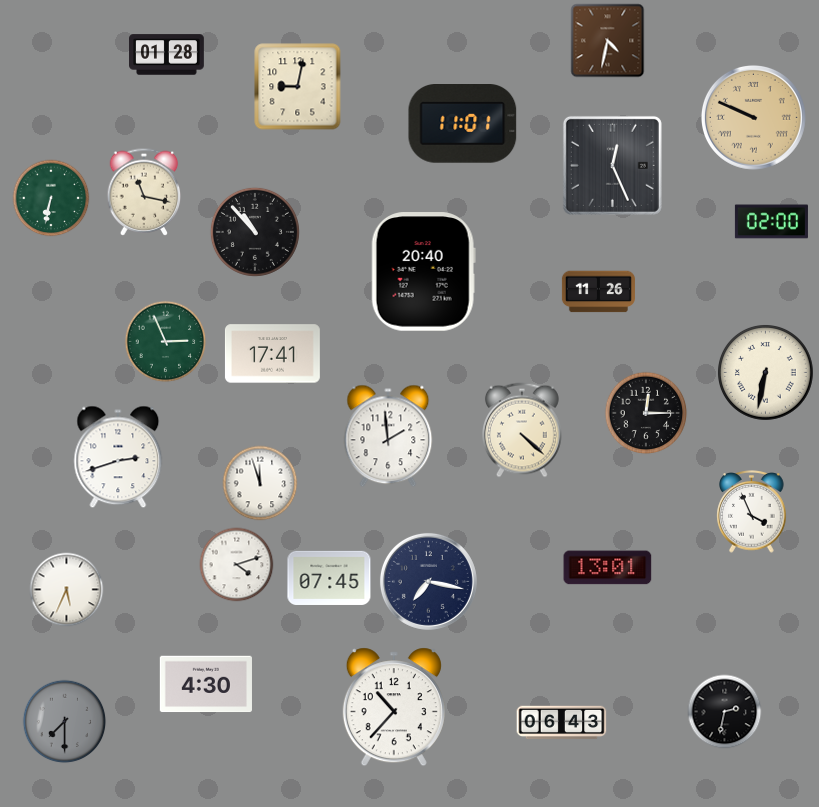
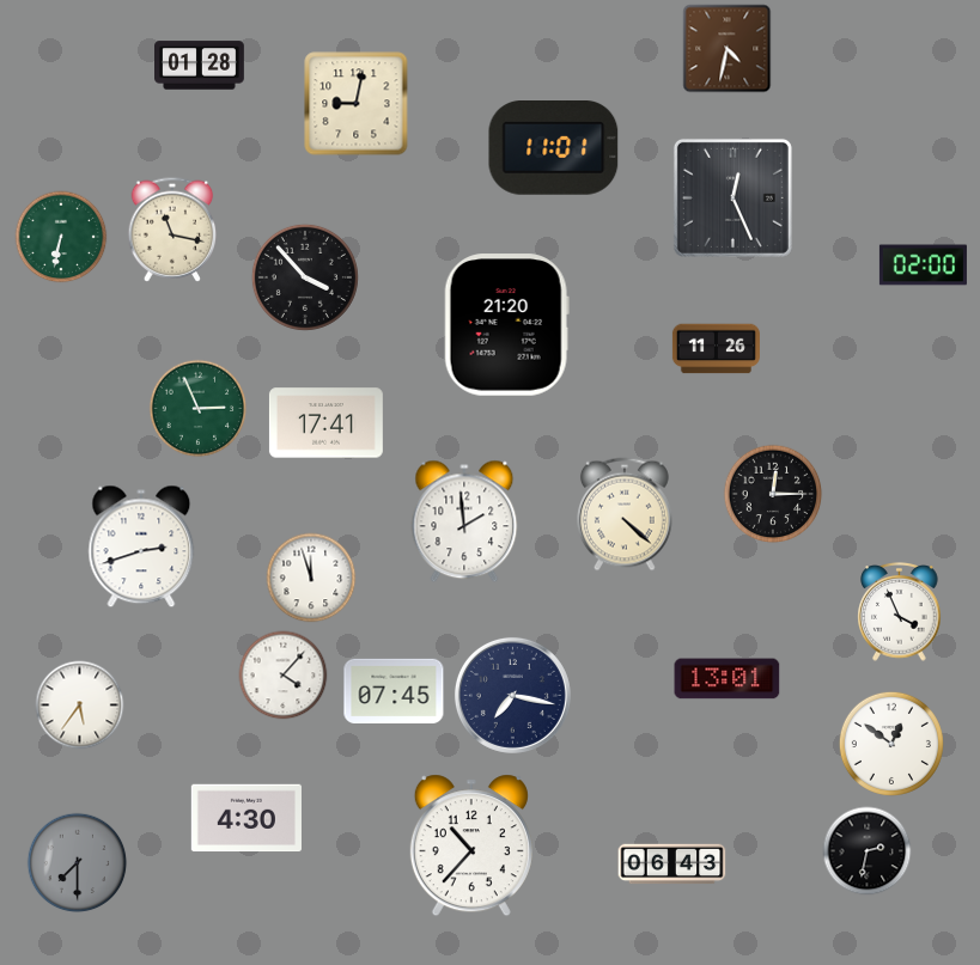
clock at (753, 117): 9:49 -> none
clock at (255, 232): 10:53 -> 3:53
clock at (423, 272): 20:40 -> 21:20
clock at (766, 373): 6:32 -> none
clock at (237, 565): 4:12 -> 4:07
clock at (67, 590): 5:34 -> 5:36
clock at (891, 744): none -> 12:51
